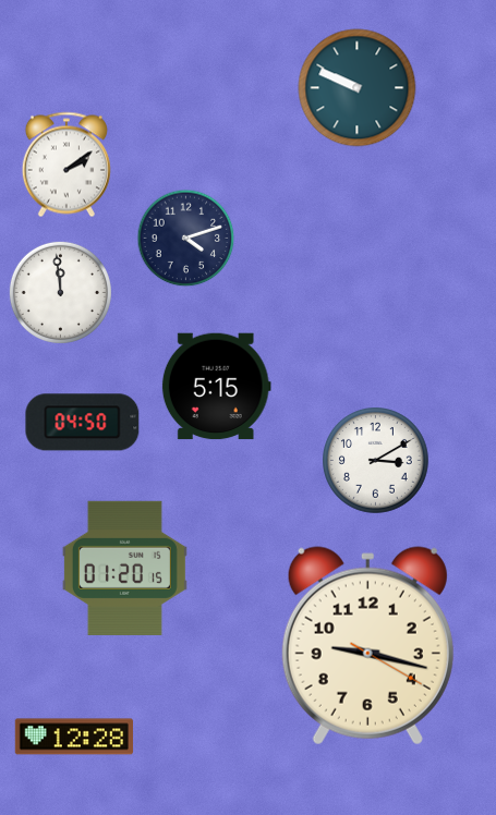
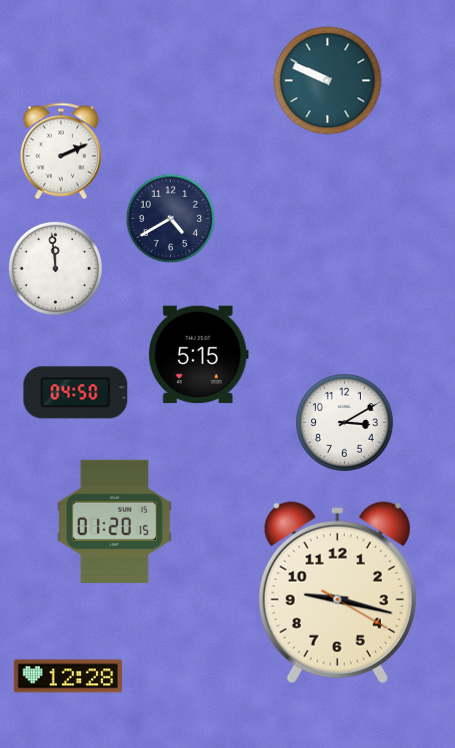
clock at (66, 165): 2:09 -> 2:11
clock at (186, 239): 4:12 -> 4:40
clock at (83, 423) position: (83, 423) -> (76, 393)
